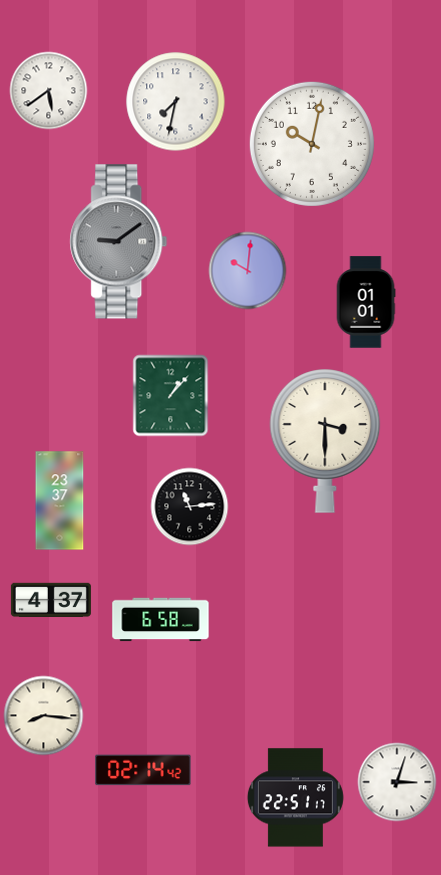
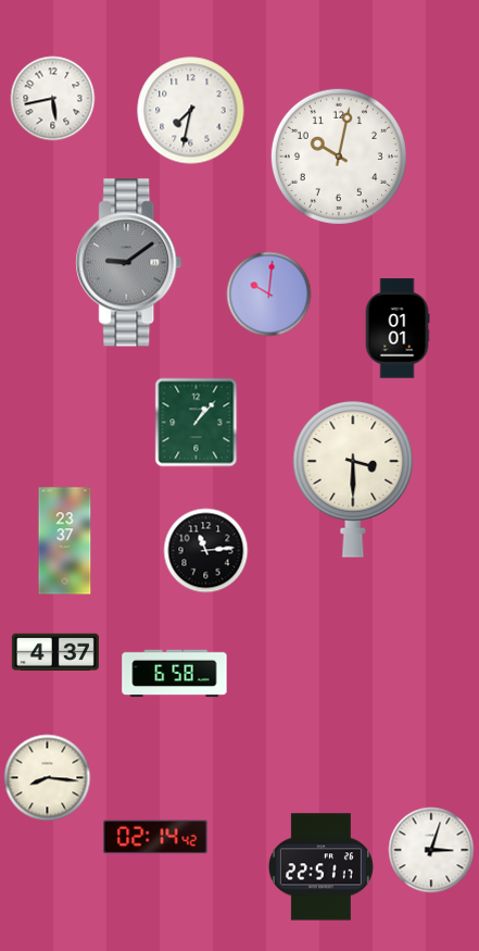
clock at (48, 90): 5:39 -> 5:43
clock at (171, 395) position: (171, 395) -> (197, 422)
clock at (60, 501) position: (60, 501) -> (65, 541)
